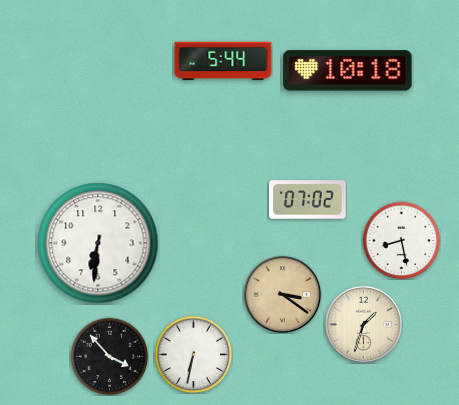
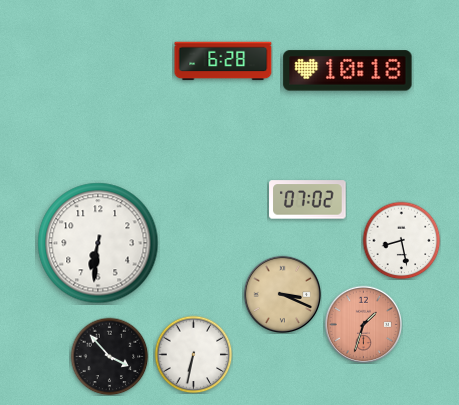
clock at (223, 61): 5:44 -> 6:28
clock at (282, 294): 3:21 -> 3:19
clock at (363, 324) dial: cream -> salmon
